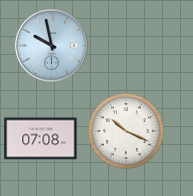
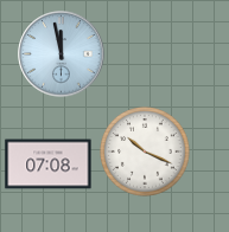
clock at (52, 46): 9:58 -> 11:58
clock at (126, 131) position: (126, 131) -> (145, 152)
